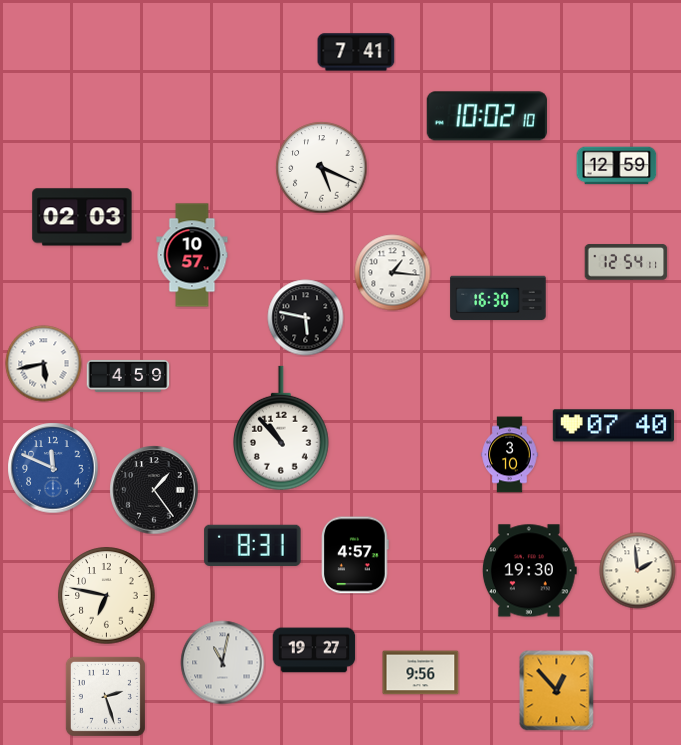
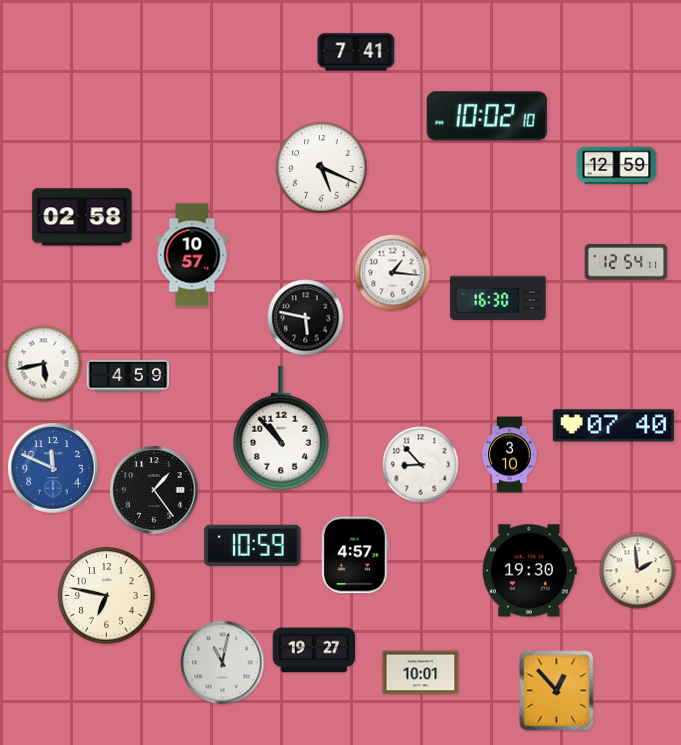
clock at (82, 217): 02:03 -> 02:58
clock at (421, 465): none -> 8:53
clock at (253, 545): 8:31 -> 10:59
clock at (421, 673): 9:56 -> 10:01
clock at (105, 696): 2:27 -> none
